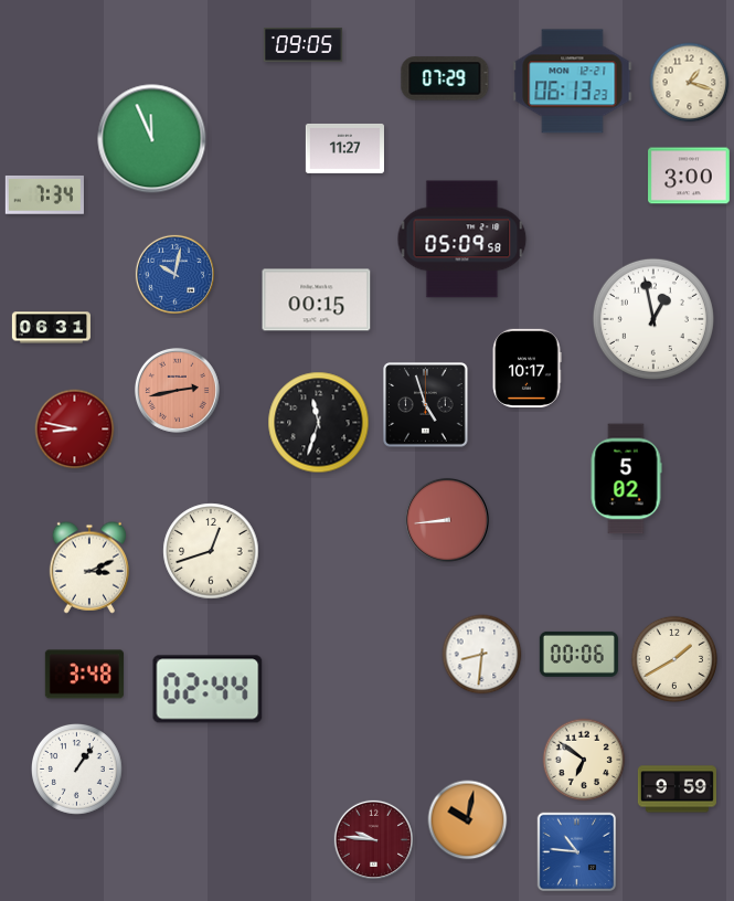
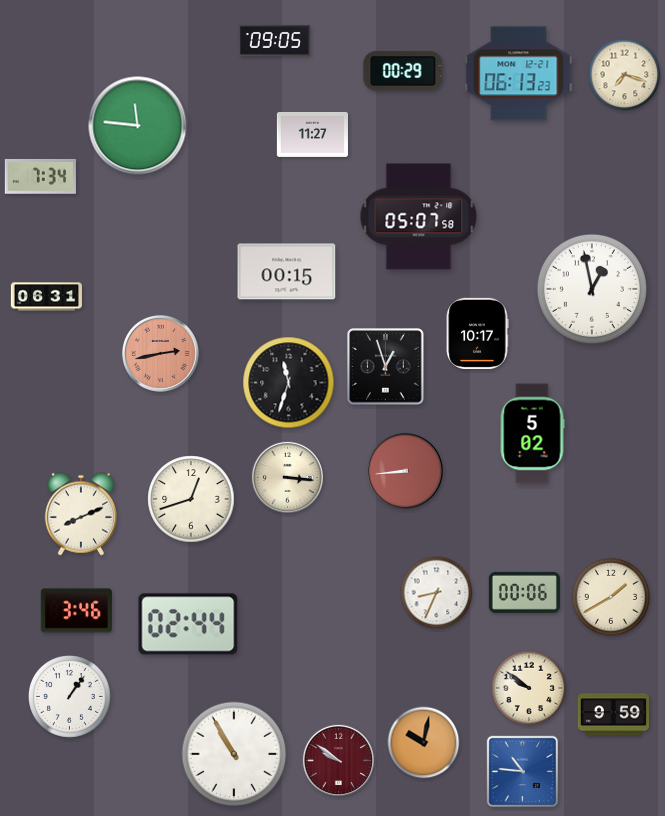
clock at (445, 78): 07:29 -> 00:29
clock at (690, 83): 1:18 -> 7:18
clock at (152, 139): 11:56 -> 11:46
clock at (689, 176): 3:00 -> none
clock at (462, 240): 05:09 -> 05:07
clock at (174, 274): 10:02 -> none
clock at (426, 405): 4:57 -> 12:57
clock at (75, 430): 8:47 -> none
clock at (626, 479) position: (626, 479) -> (532, 434)
clock at (287, 477): none -> 3:16
clock at (89, 568): 3:11 -> 8:11
clock at (482, 655): 8:31 -> 8:34
clock at (84, 675): 3:48 -> 3:46
clock at (584, 760): 6:51 -> 9:51
clock at (234, 754): none -> 10:55
clock at (373, 839): 9:46 -> 9:51
